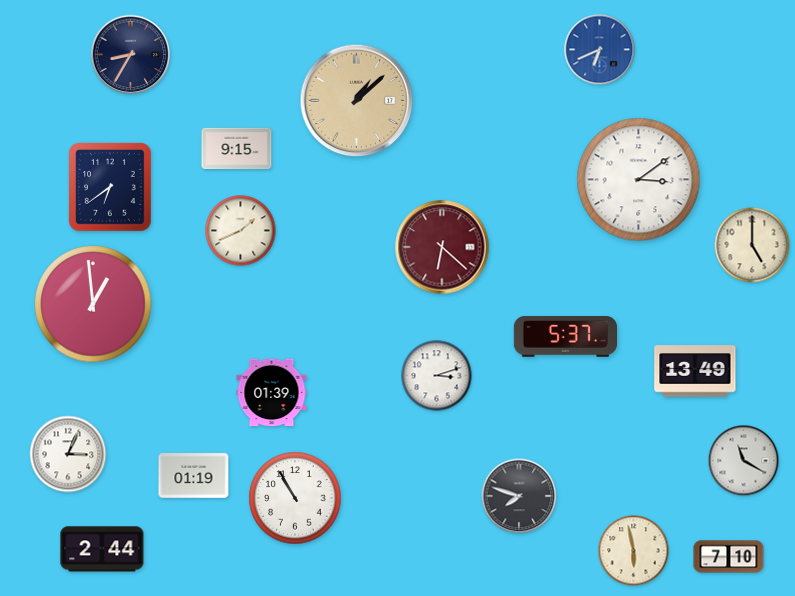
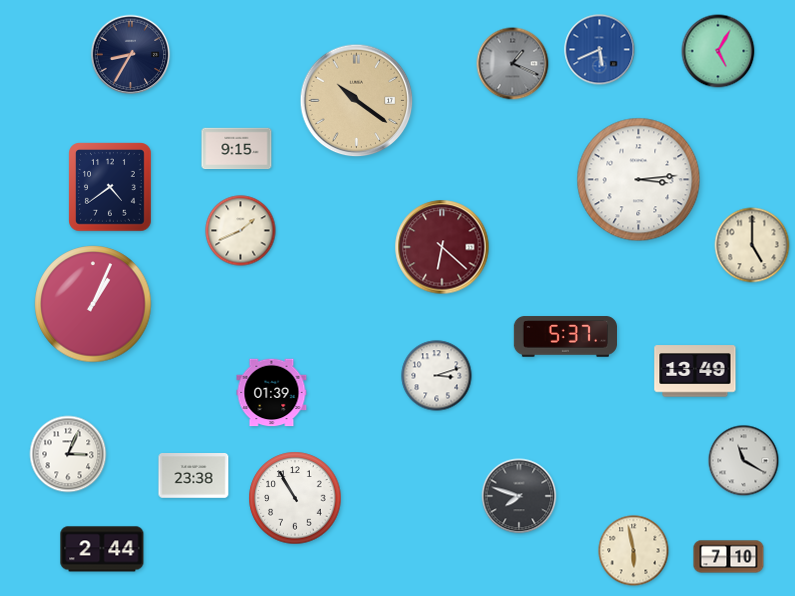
clock at (600, 50): 6:41 -> 5:41
clock at (718, 51): none -> 5:05
clock at (513, 64): none -> 1:19
clock at (357, 101): 1:08 -> 10:21
clock at (639, 180): 3:09 -> 3:14
clock at (110, 187): 6:39 -> 4:39
clock at (93, 304): 12:59 -> 1:04
clock at (194, 476): 01:19 -> 23:38
